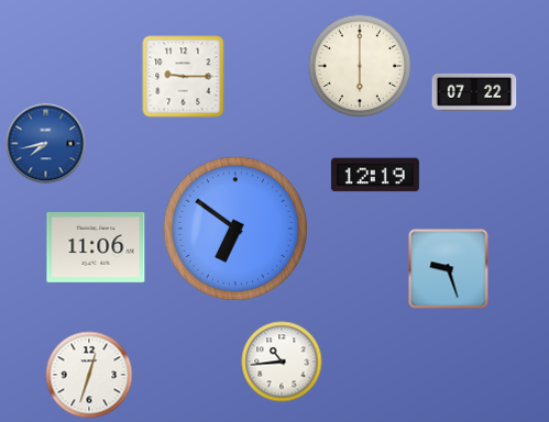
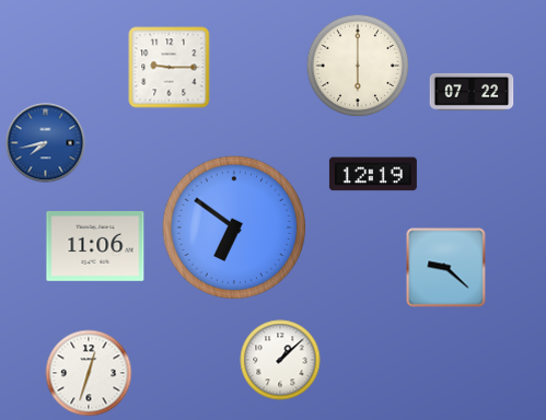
clock at (184, 77) position: (184, 77) -> (170, 68)
clock at (449, 269): 9:27 -> 9:22
clock at (282, 362): 10:44 -> 1:08
